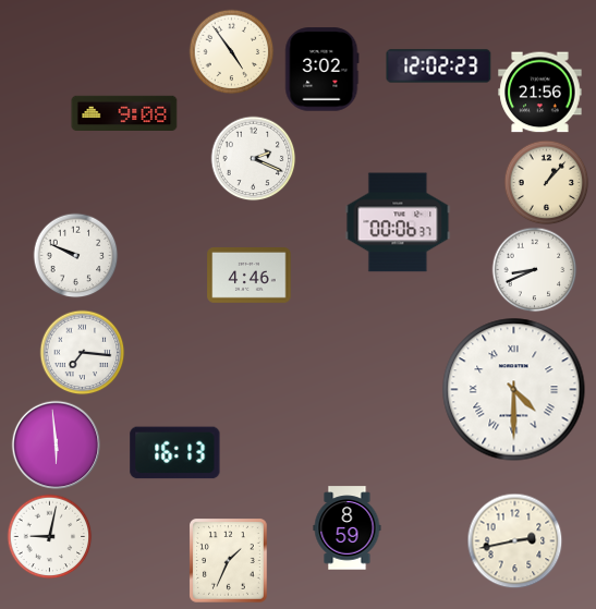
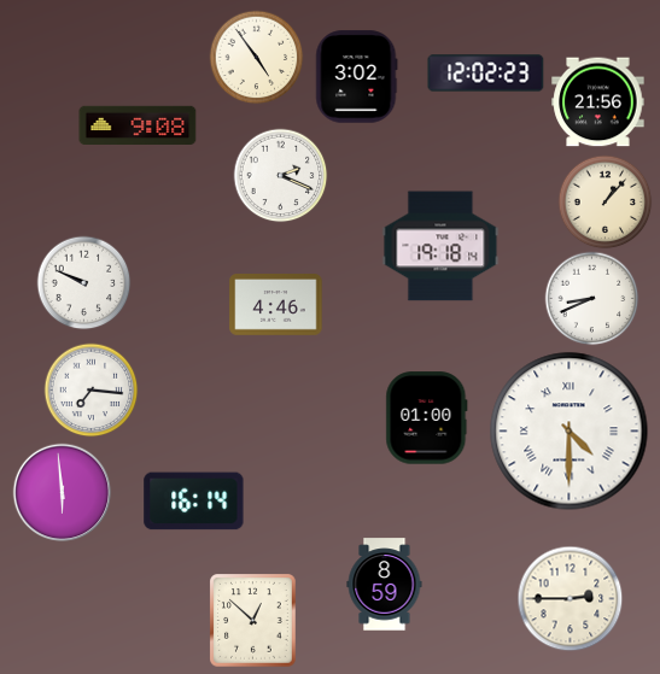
clock at (398, 222): 00:06 -> 19:18
clock at (427, 418): none -> 01:00
clock at (175, 453): 16:13 -> 16:14
clock at (49, 536): 9:02 -> none
clock at (514, 540): 2:43 -> 2:45
clock at (229, 561): 1:34 -> 12:52
